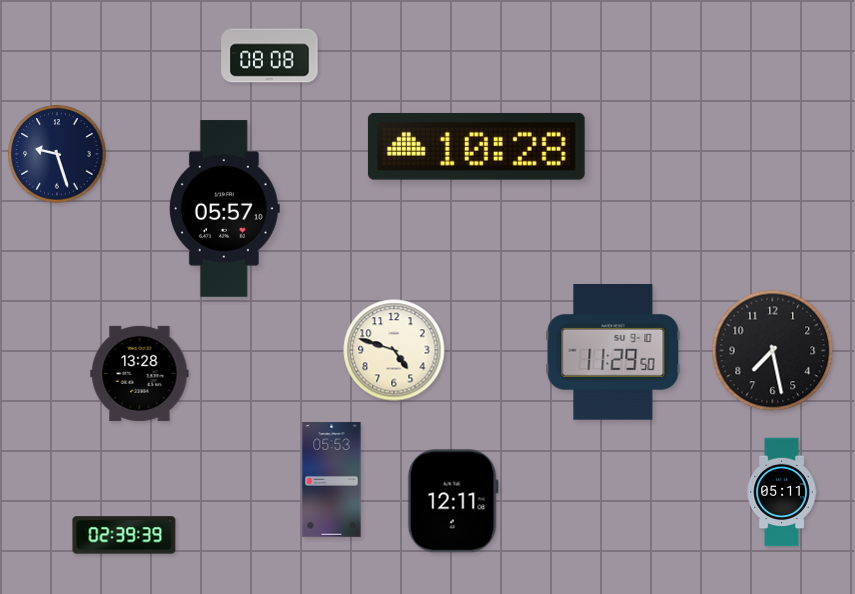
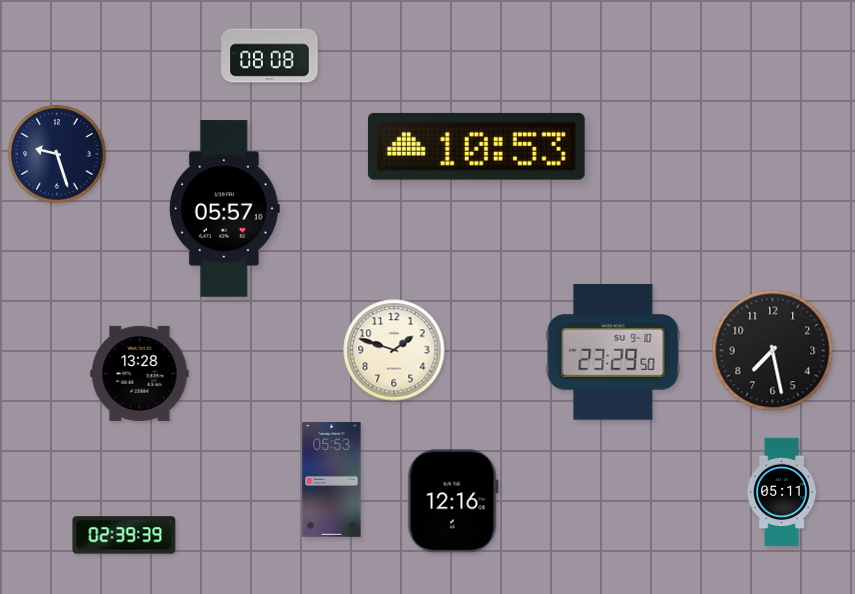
clock at (476, 146): 10:28 -> 10:53
clock at (394, 350): 4:48 -> 1:48
clock at (613, 353): 11:29 -> 23:29
clock at (453, 501): 12:11 -> 12:16
